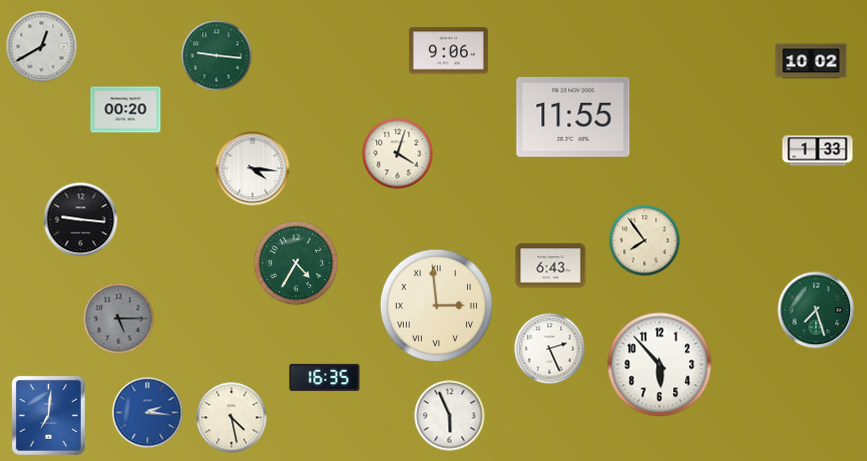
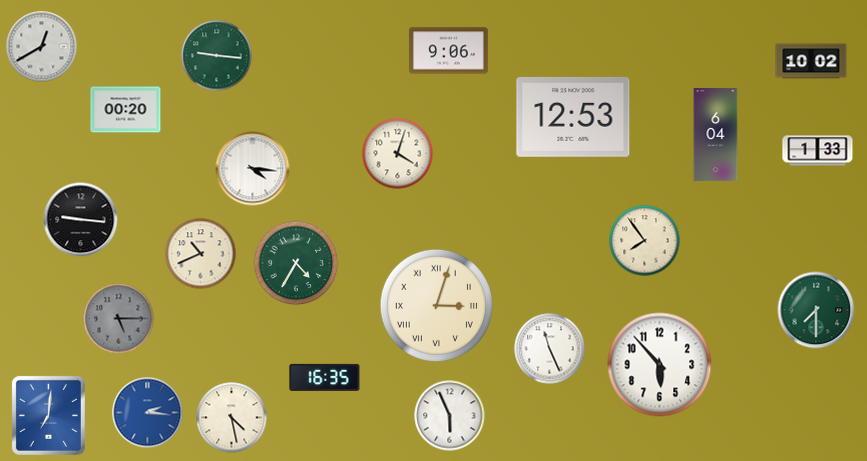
clock at (573, 117): 11:55 -> 12:53
clock at (716, 134): none -> 6:04
clock at (201, 254): none -> 10:41
clock at (551, 266): 6:43 -> none
clock at (436, 305): 2:59 -> 3:03
clock at (816, 310): 7:27 -> 7:30
clock at (550, 349): 2:26 -> 11:26
